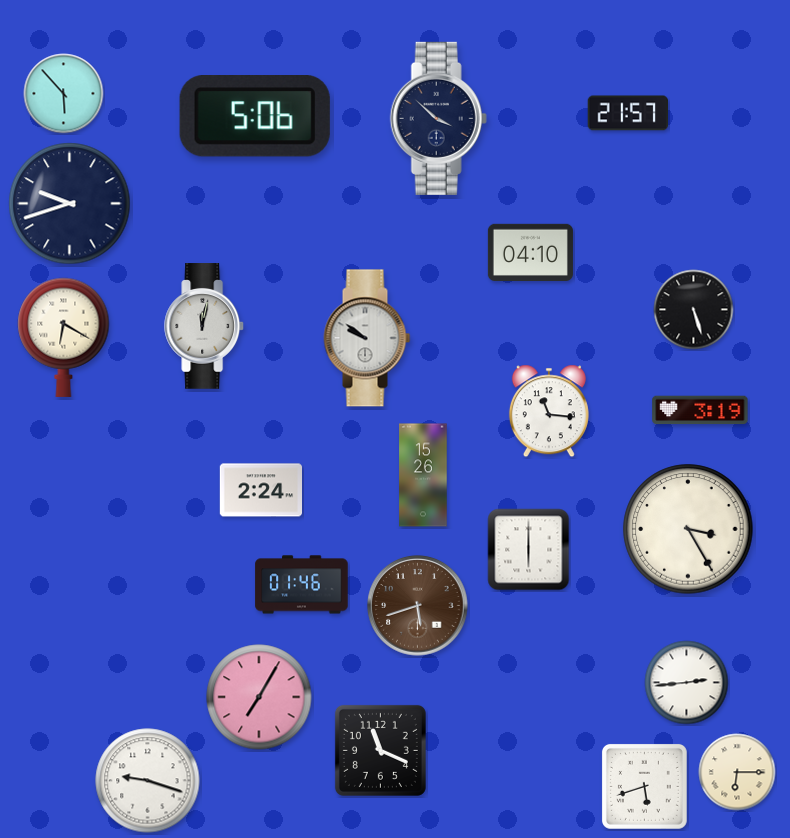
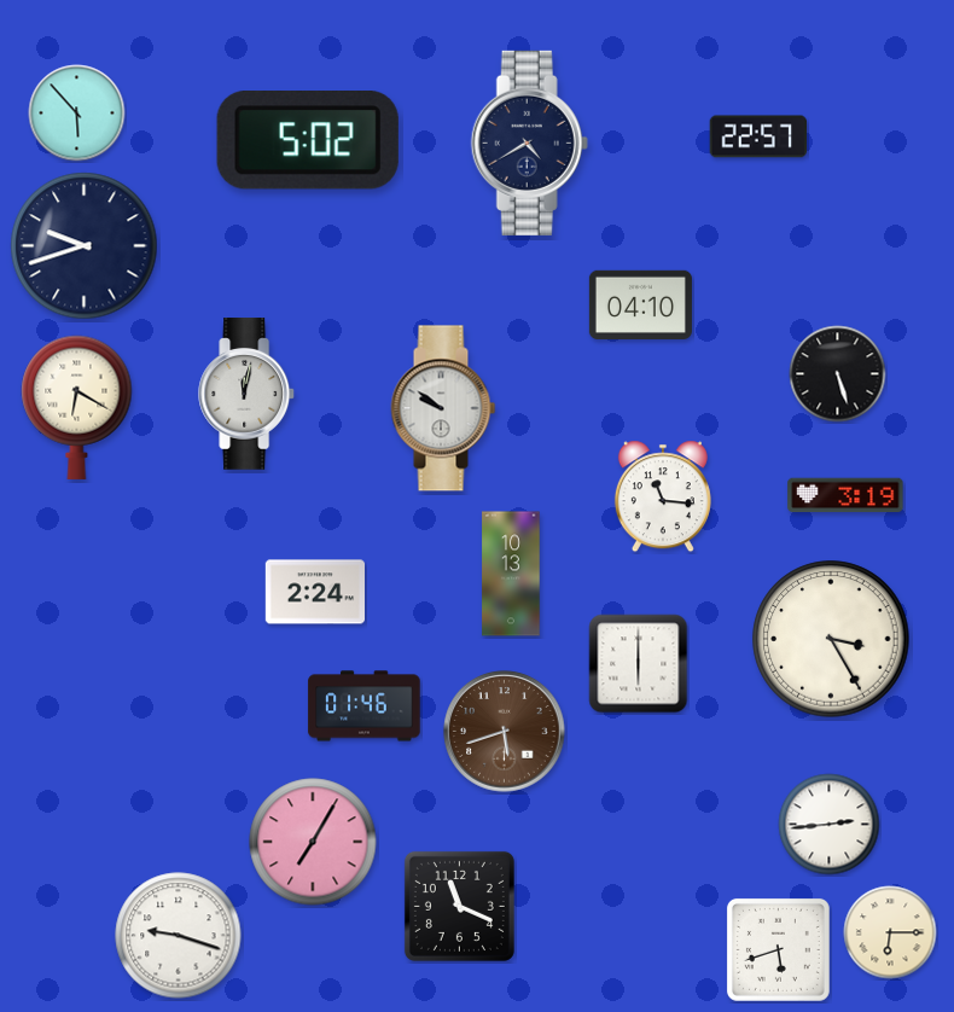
clock at (628, 113): 21:57 -> 22:57
clock at (255, 117): 5:06 -> 5:02
clock at (438, 118): 3:52 -> 4:40
clock at (423, 475): 15:26 -> 10:13
clock at (148, 781) position: (148, 781) -> (179, 936)
